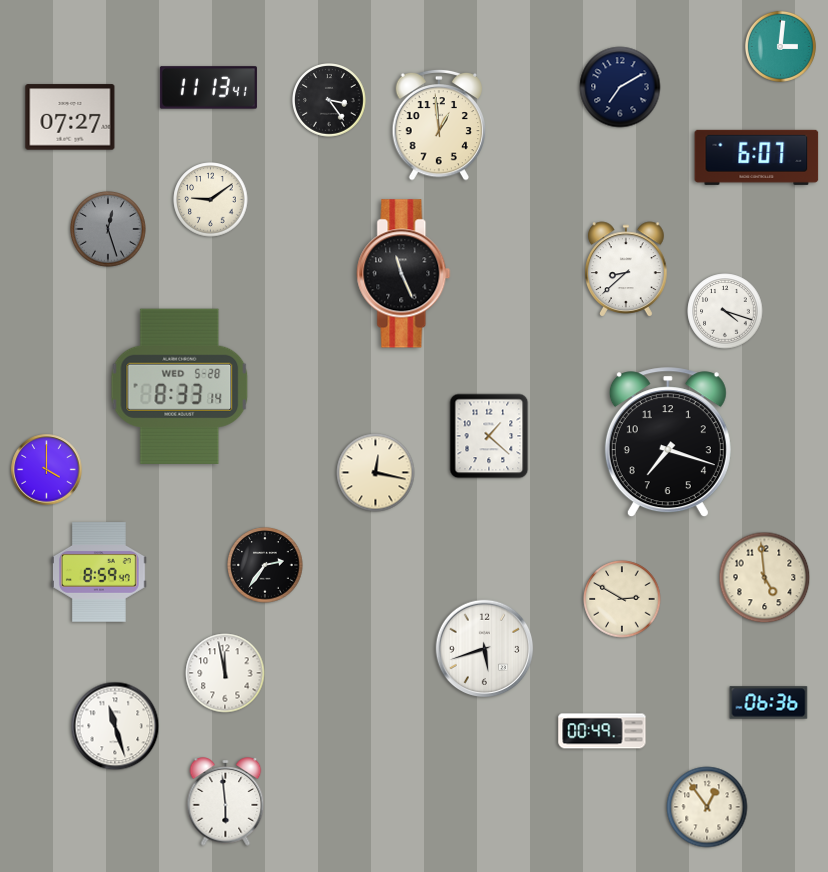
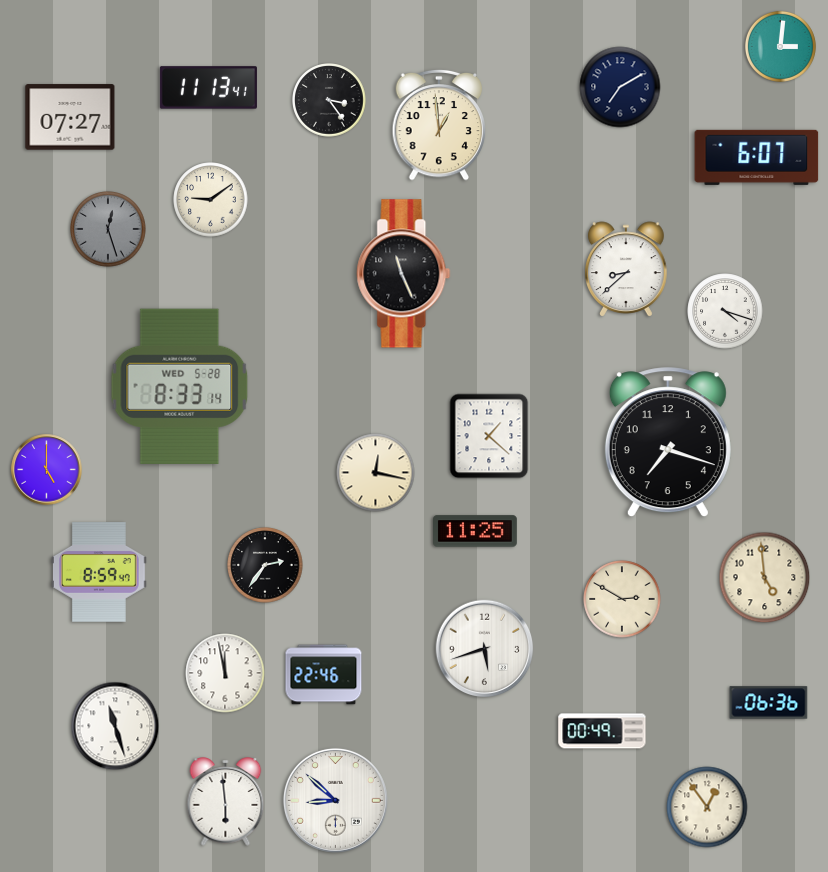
clock at (47, 470): 4:00 -> 5:00
clock at (476, 531): none -> 11:25
clock at (324, 675): none -> 22:46
clock at (335, 800): none -> 8:52
